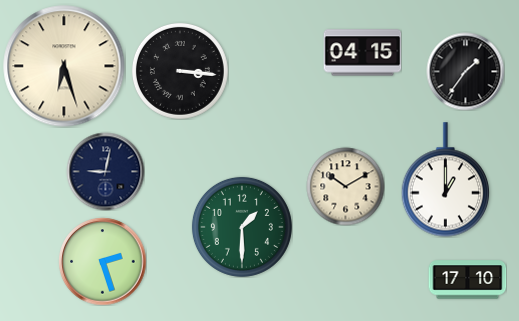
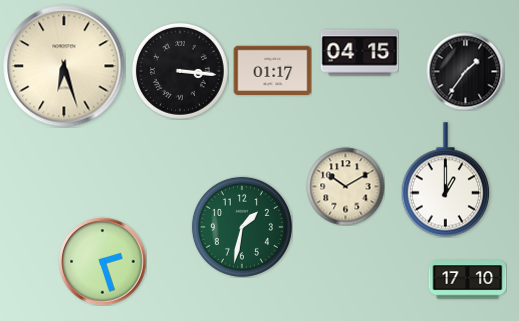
clock at (362, 53) position: (362, 53) -> (359, 53)
clock at (272, 70): none -> 01:17
clock at (105, 171): 9:02 -> none
clock at (242, 227): 1:30 -> 1:32
